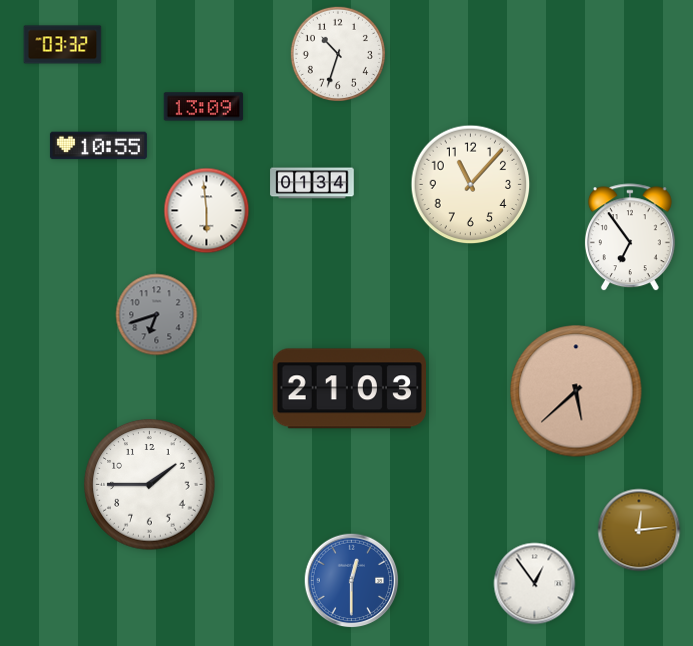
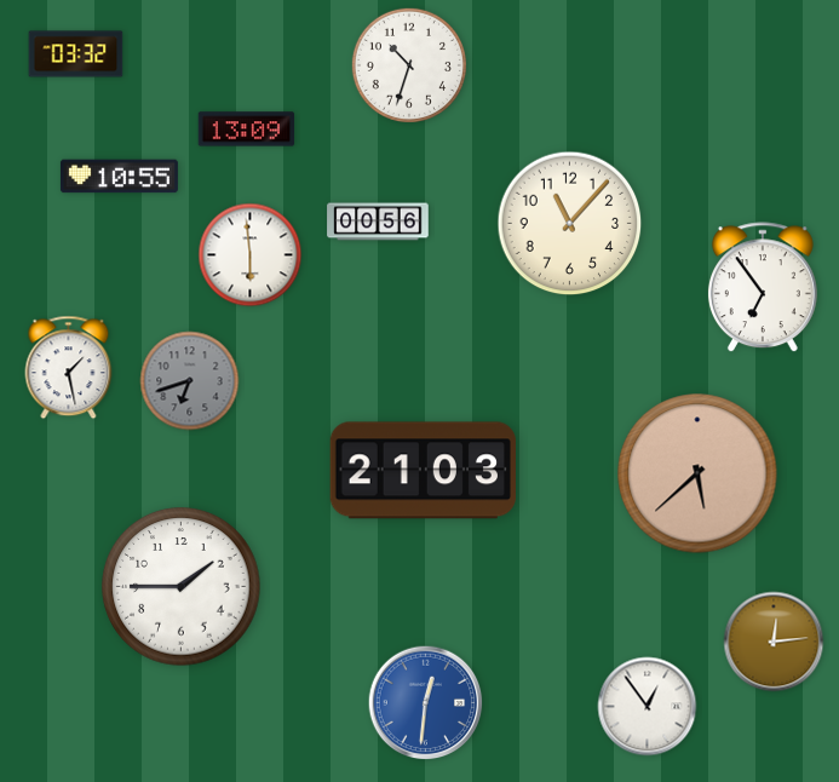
clock at (312, 183): 01:34 -> 00:56
clock at (69, 368): none -> 1:28
clock at (352, 581): 12:30 -> 12:31
